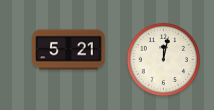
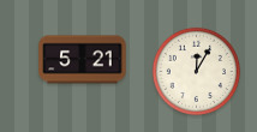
clock at (163, 59): 12:02 -> 12:05
